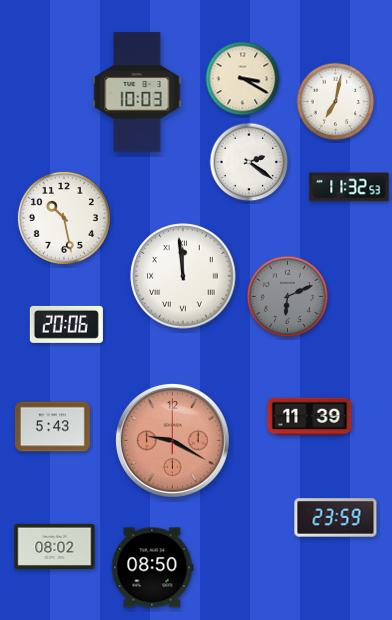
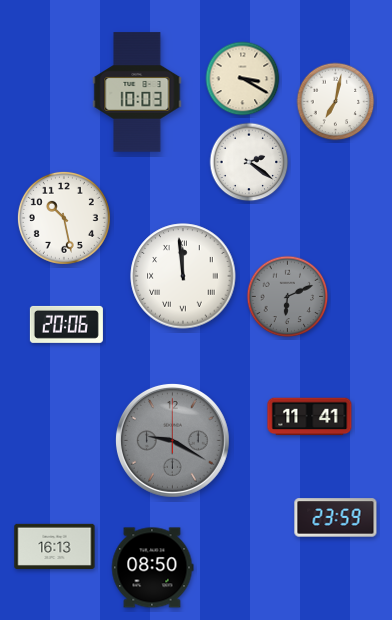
clock at (349, 187): 11:32 -> none
clock at (310, 417): 11:39 -> 11:41
clock at (53, 427): 5:43 -> none
clock at (172, 440) dial: salmon -> grey
clock at (55, 546): 08:02 -> 16:13
